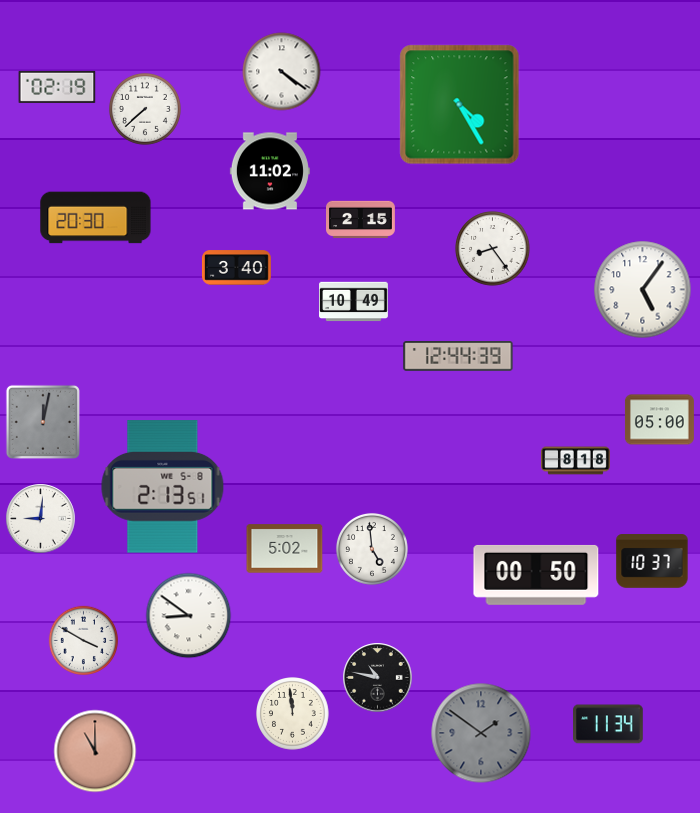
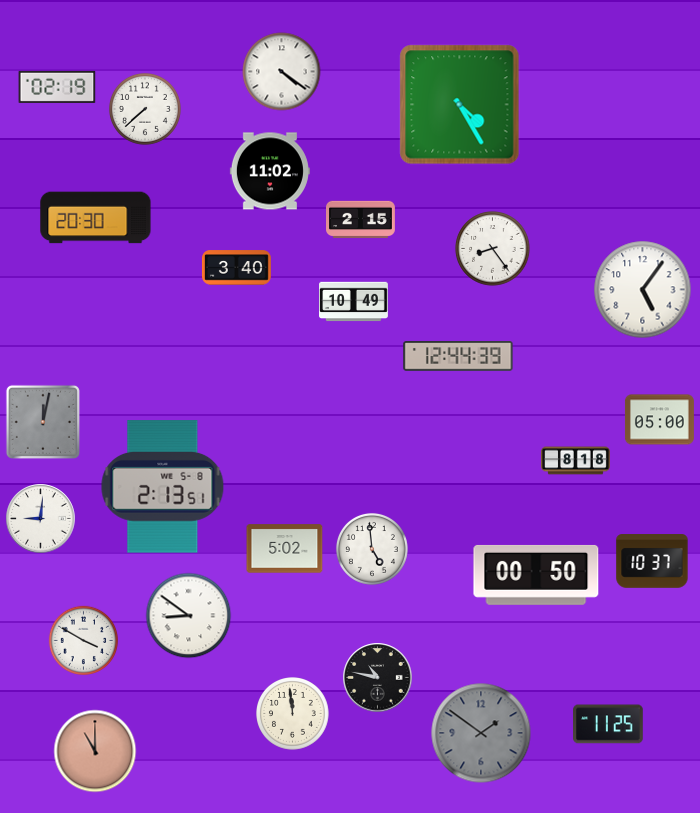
clock at (608, 724): 11:34 -> 11:25
